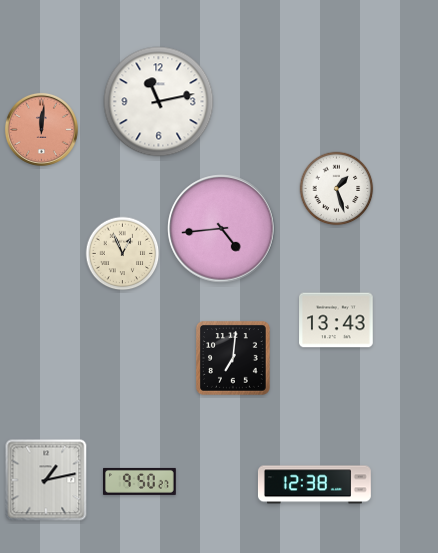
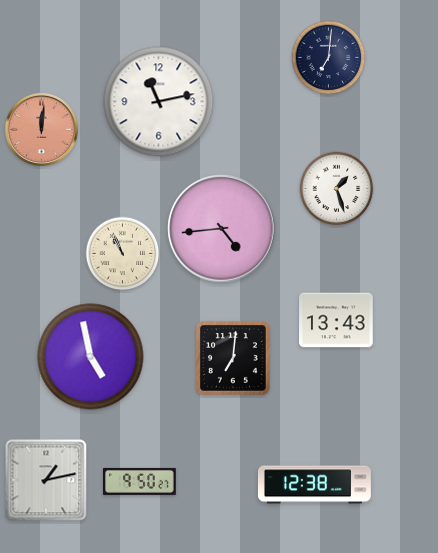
clock at (329, 58): none -> 7:01
clock at (123, 254): 12:56 -> 10:56
clock at (91, 357): none -> 4:58
